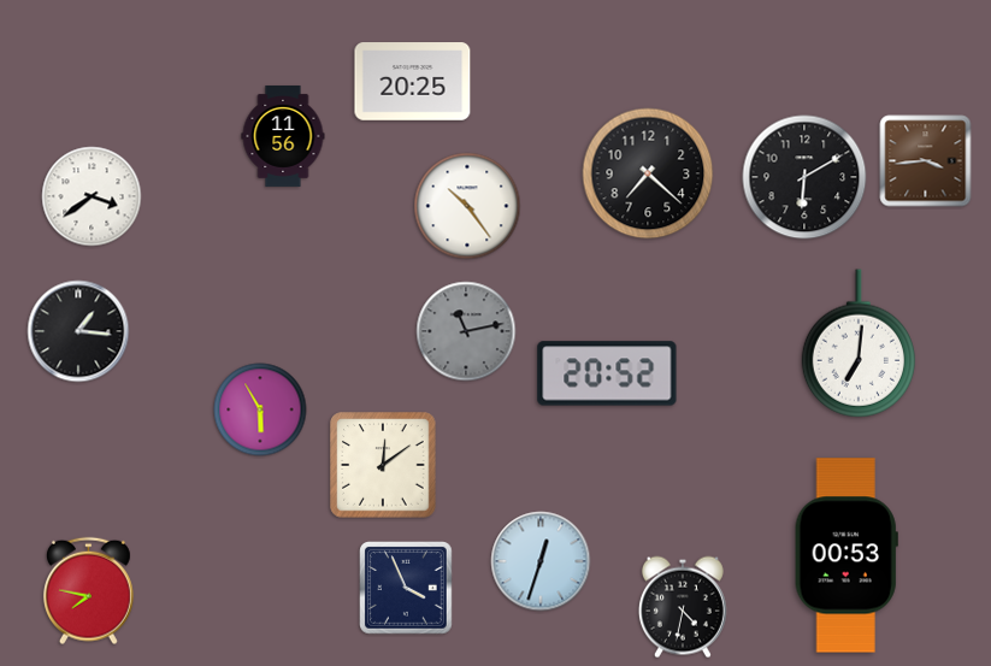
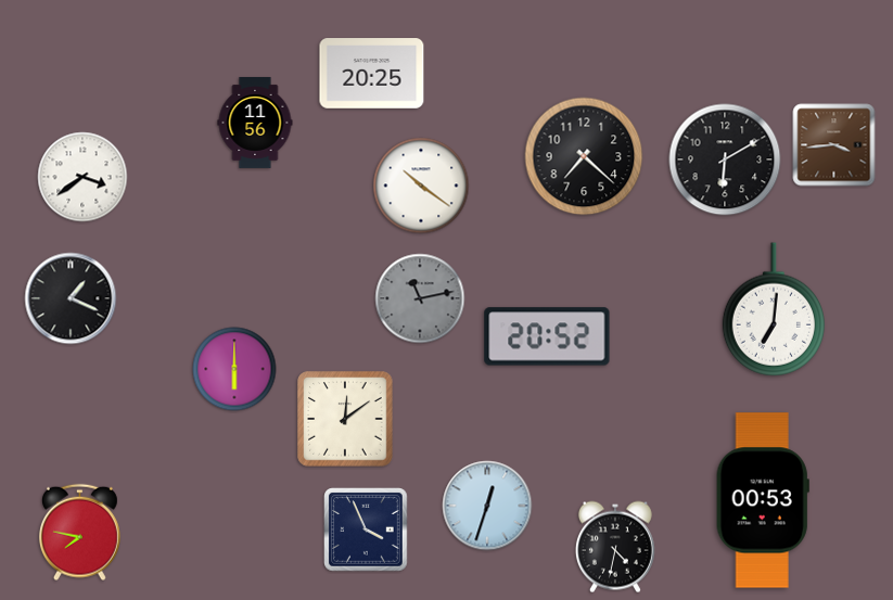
clock at (467, 206): 10:24 -> 10:21
clock at (78, 331): 1:16 -> 1:19
clock at (260, 409): 5:55 -> 6:00
